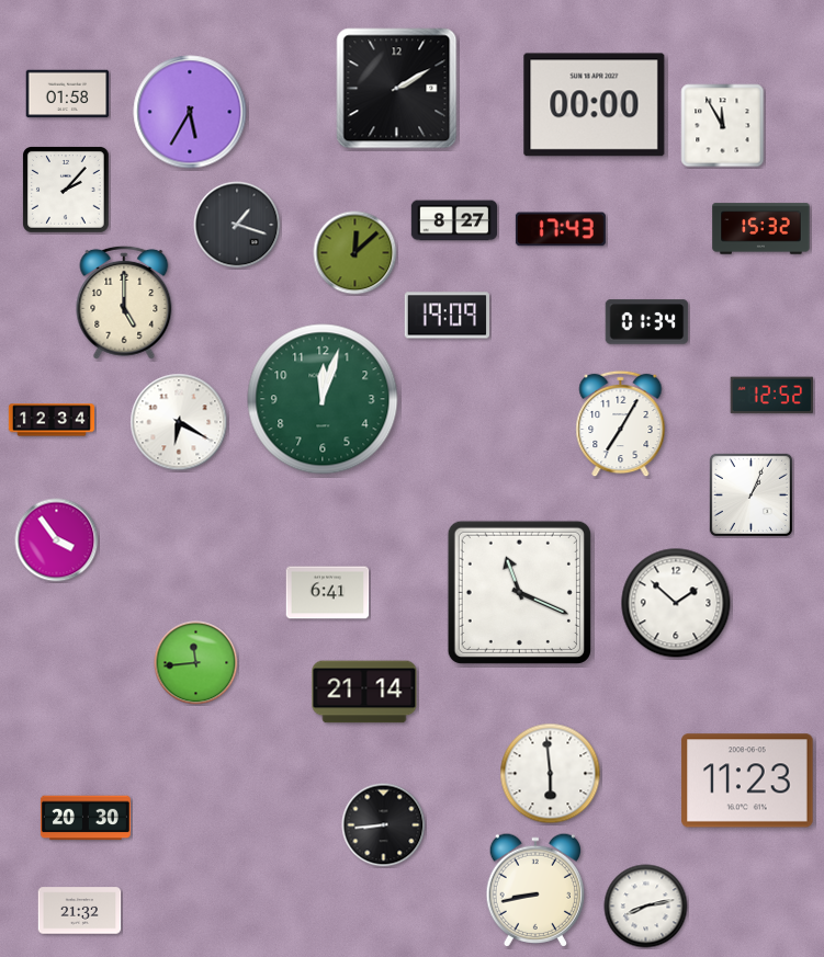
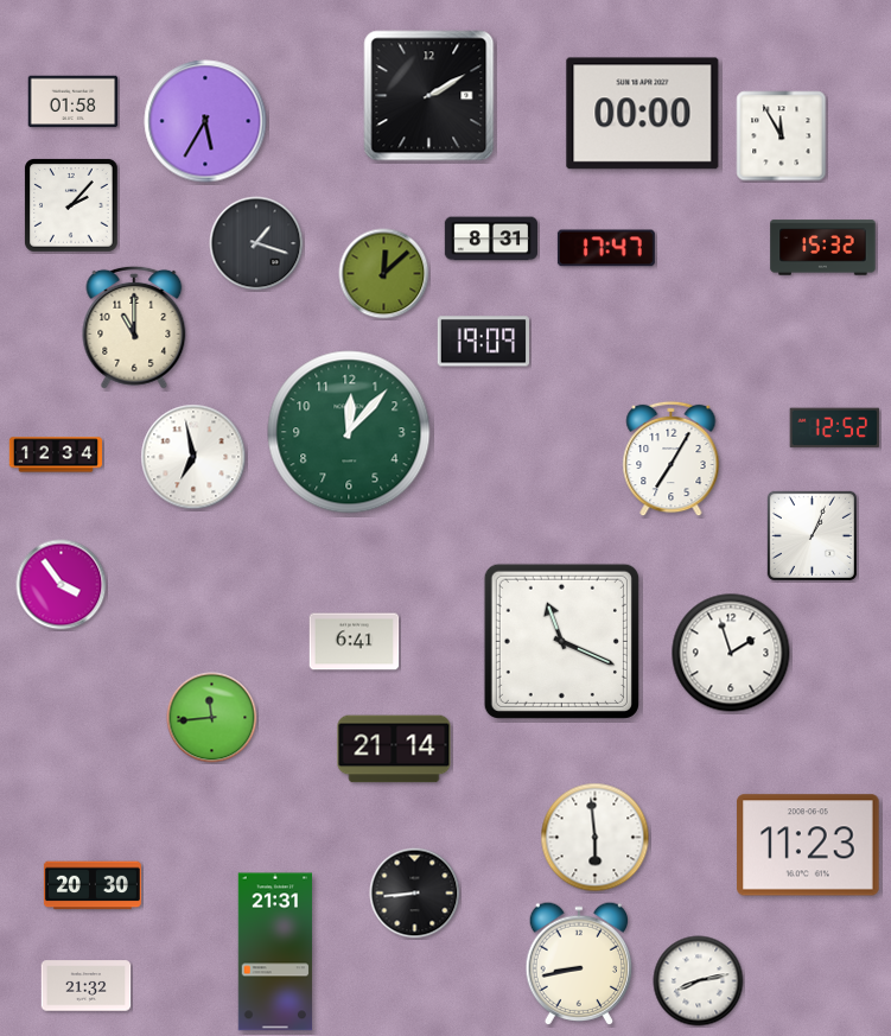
clock at (453, 220): 8:27 -> 8:31
clock at (561, 229): 17:43 -> 17:47
clock at (124, 303): 5:00 -> 11:00
clock at (647, 322): 01:34 -> none
clock at (323, 399): 12:03 -> 12:07
clock at (179, 422): 6:20 -> 6:58
clock at (676, 603): 1:52 -> 1:57
clock at (275, 952): none -> 21:31
